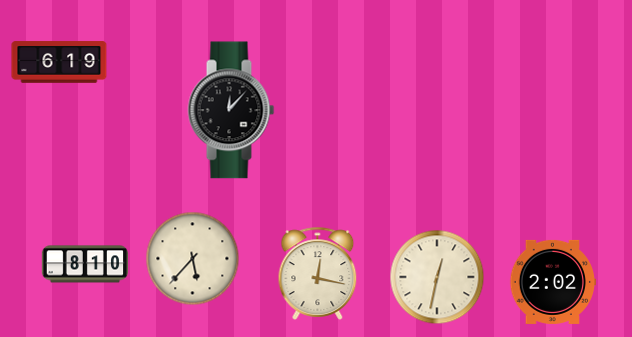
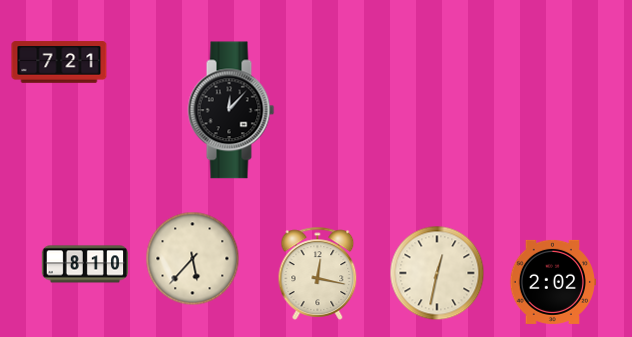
clock at (59, 62): 6:19 -> 7:21
clock at (437, 277) position: (437, 277) -> (437, 273)
